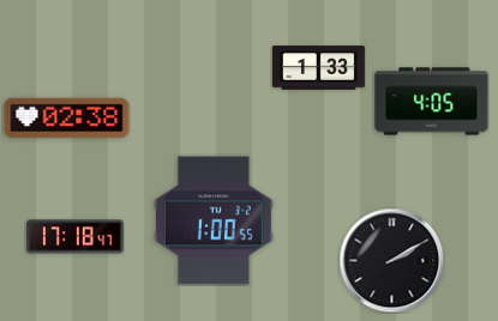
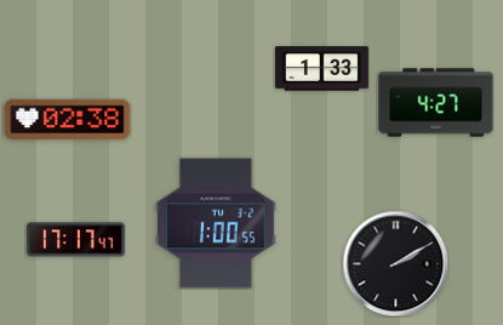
clock at (432, 102): 4:05 -> 4:27
clock at (76, 237): 17:18 -> 17:17
